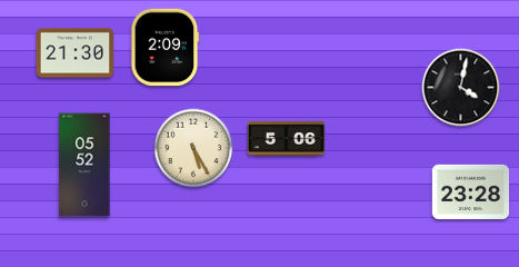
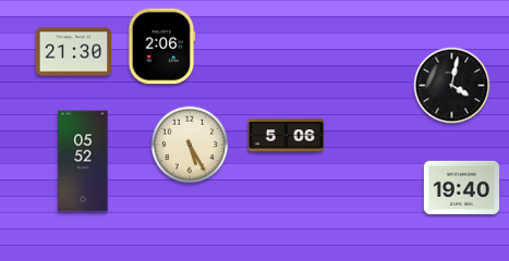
clock at (164, 48): 2:09 -> 2:06
clock at (287, 139) position: (287, 139) -> (287, 136)
clock at (471, 191): 23:28 -> 19:40
